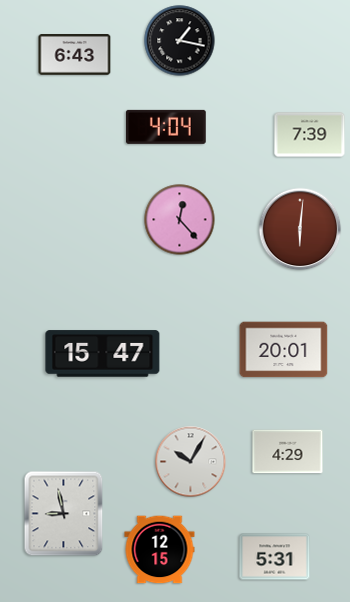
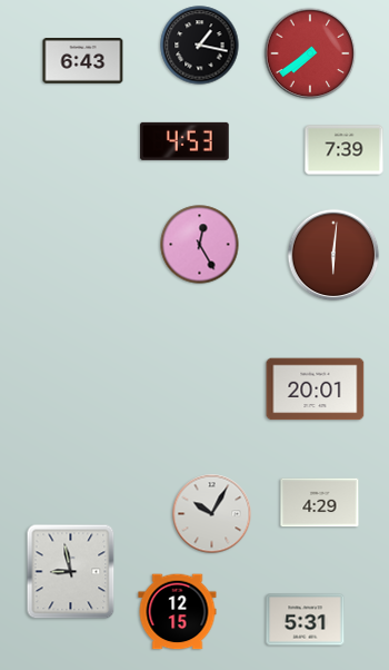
clock at (310, 53): none -> 7:39
clock at (166, 127): 4:04 -> 4:53
clock at (180, 220): 12:23 -> 12:25
clock at (103, 354): 15:47 -> none
